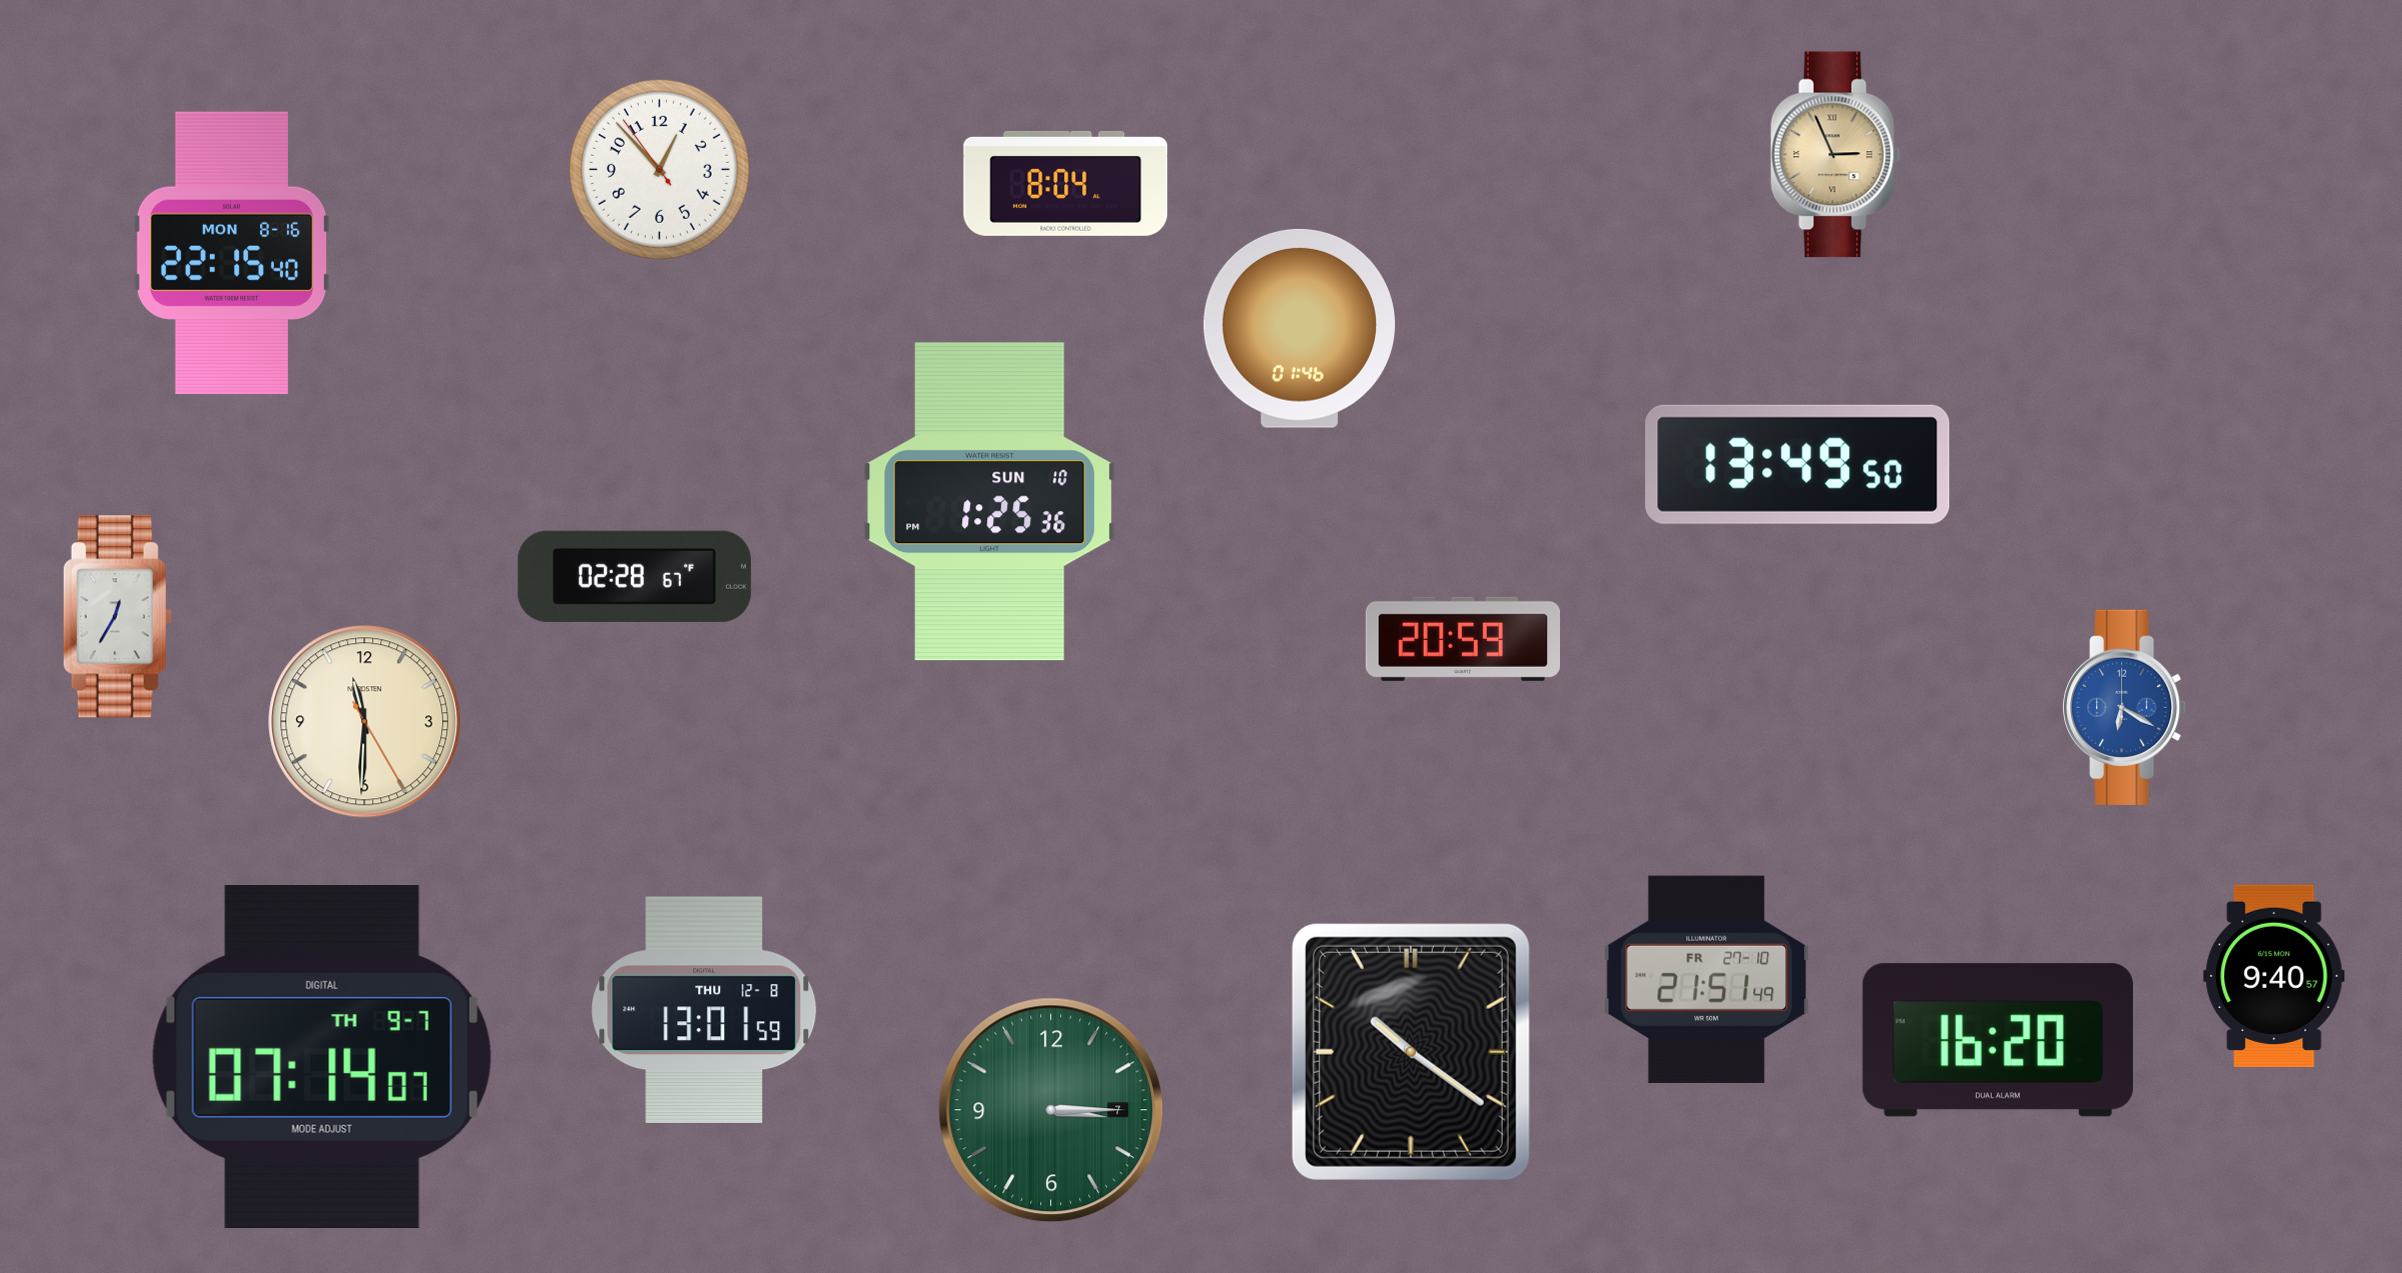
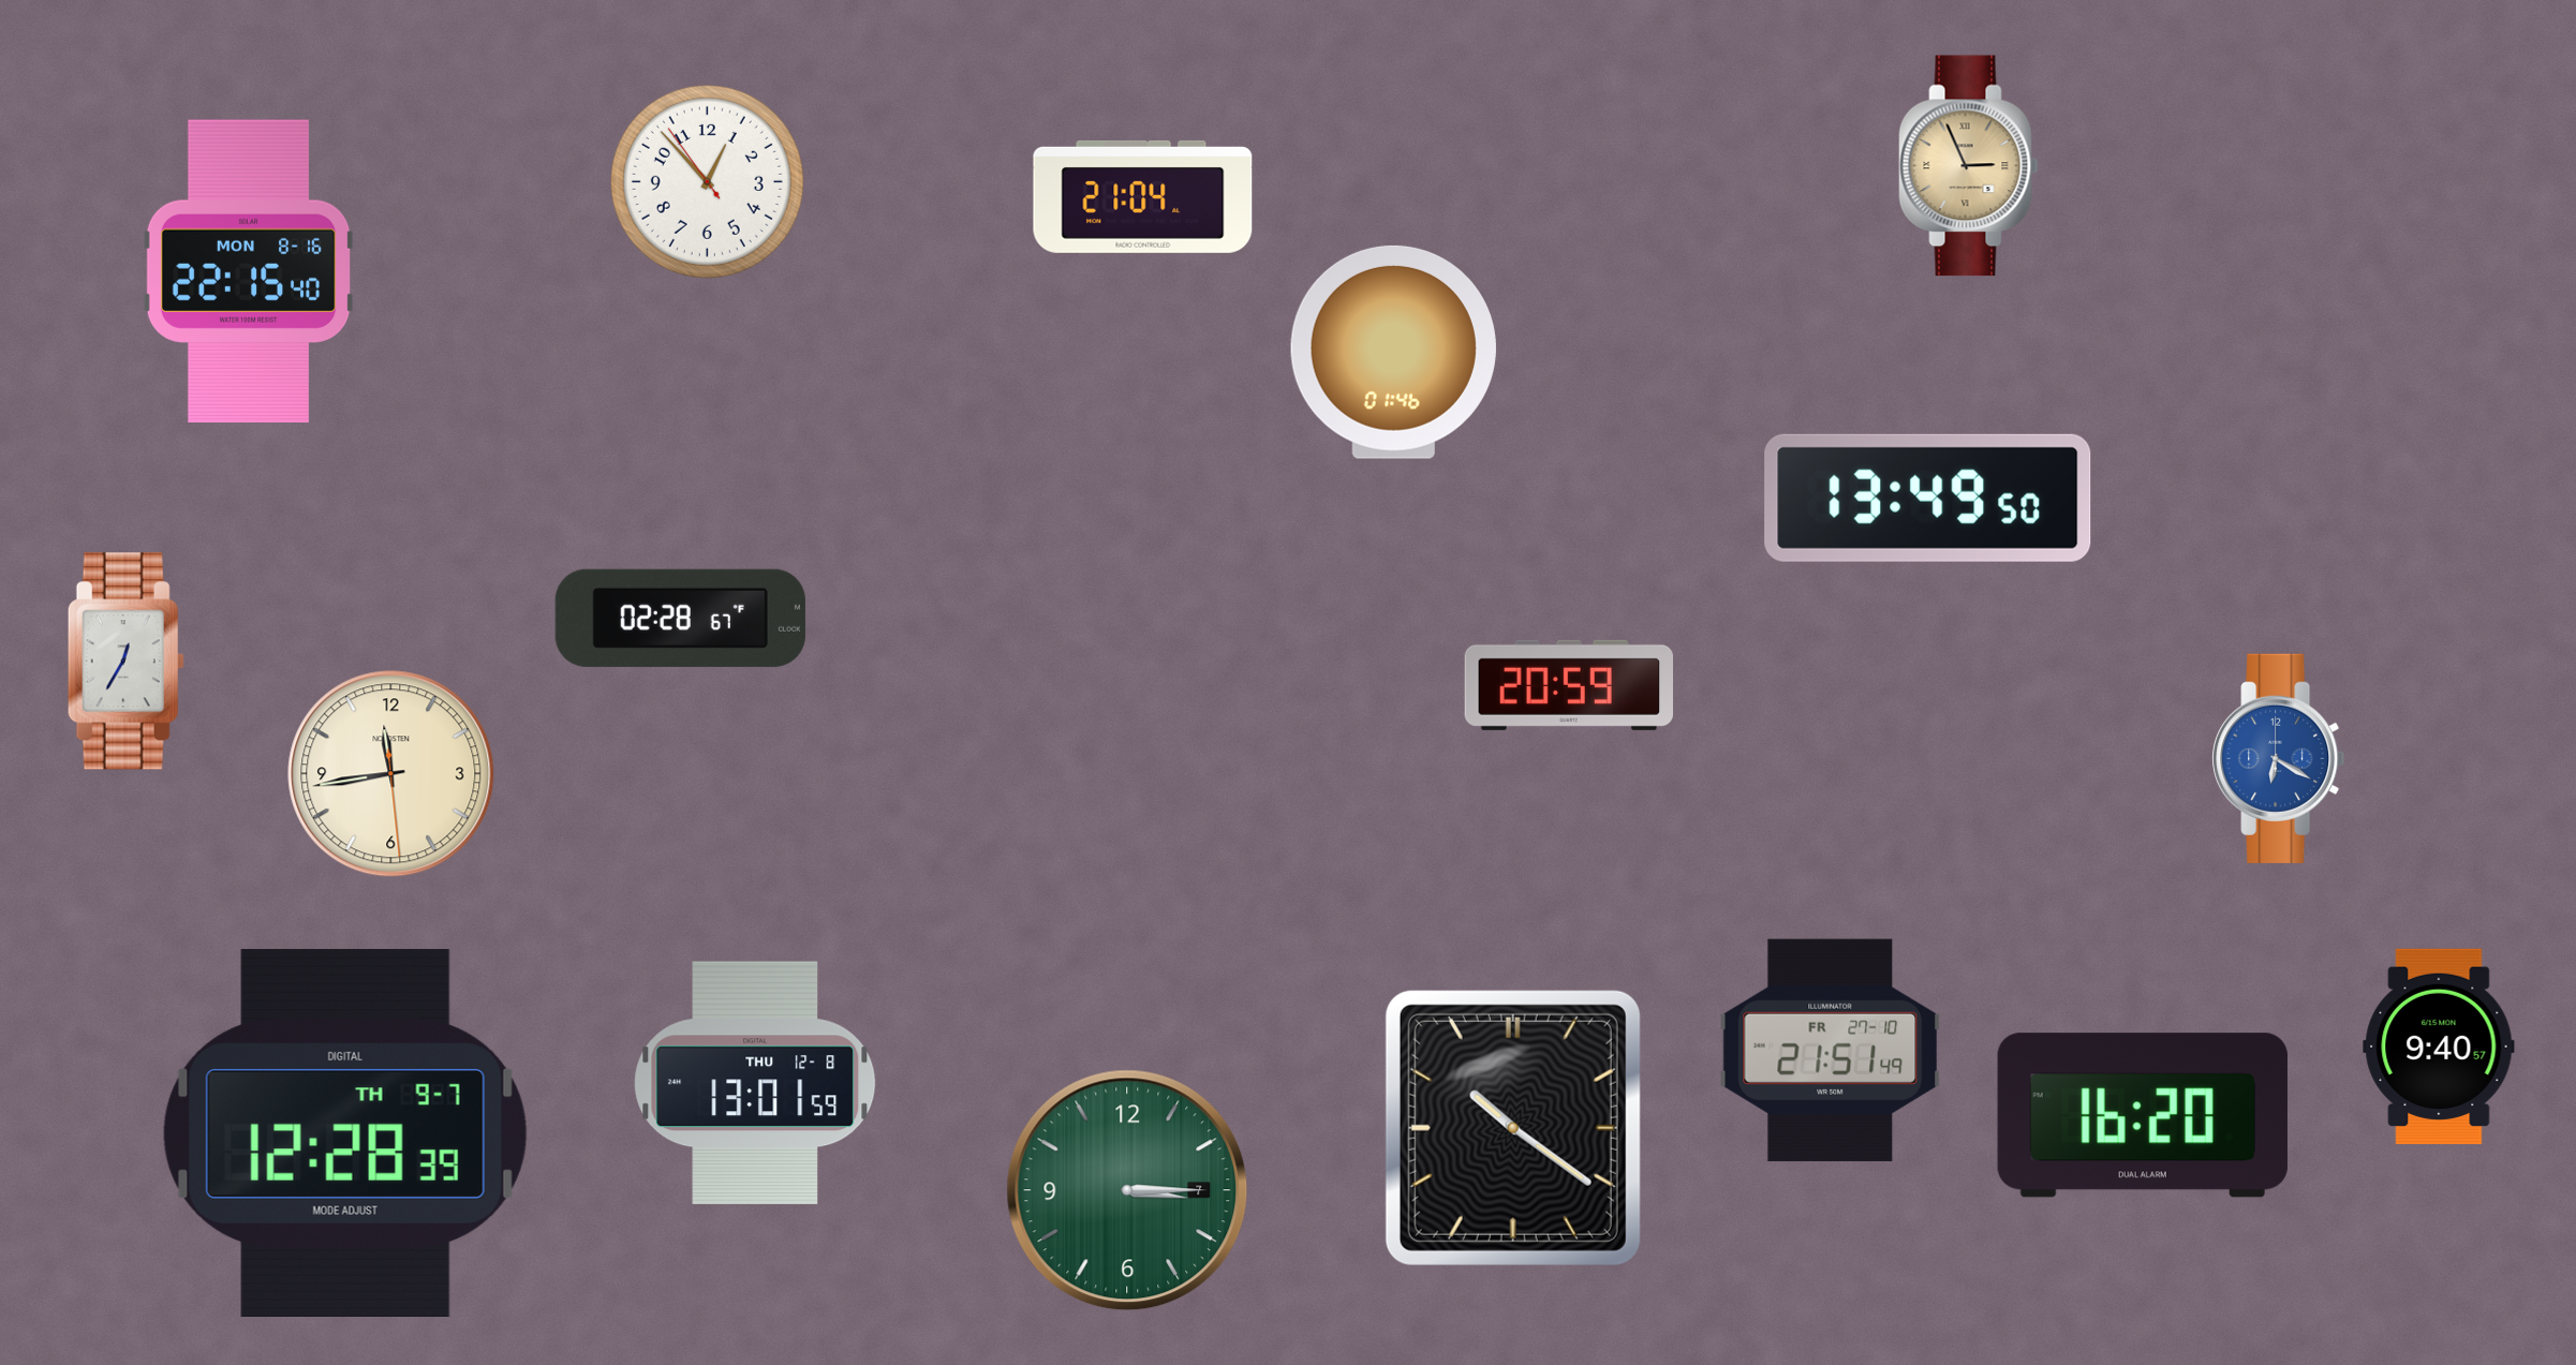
clock at (1066, 183): 8:04 -> 21:04
clock at (990, 502): 1:25 -> none
clock at (365, 722): 11:30 -> 11:43
clock at (322, 1056): 07:14 -> 12:28
